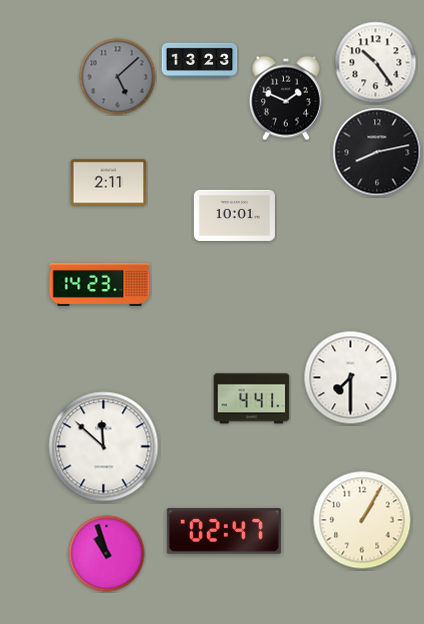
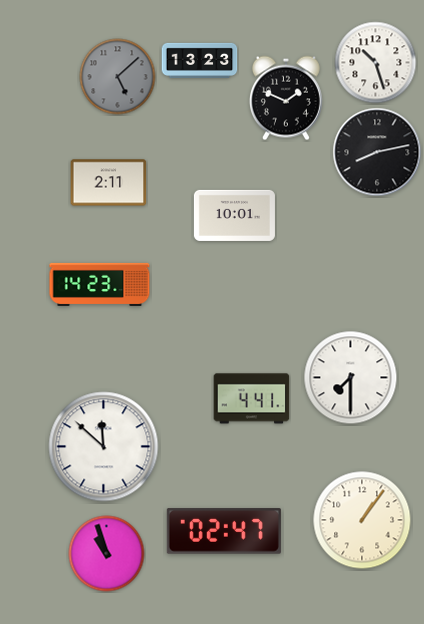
clock at (376, 63): 10:24 -> 10:27
clock at (362, 520): 1:05 -> 1:06
